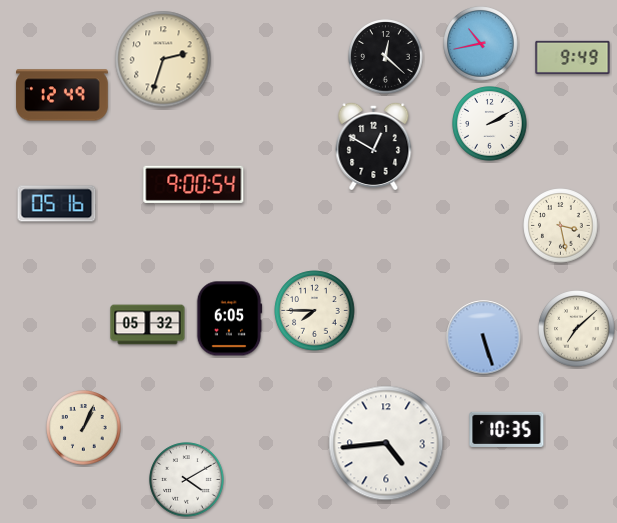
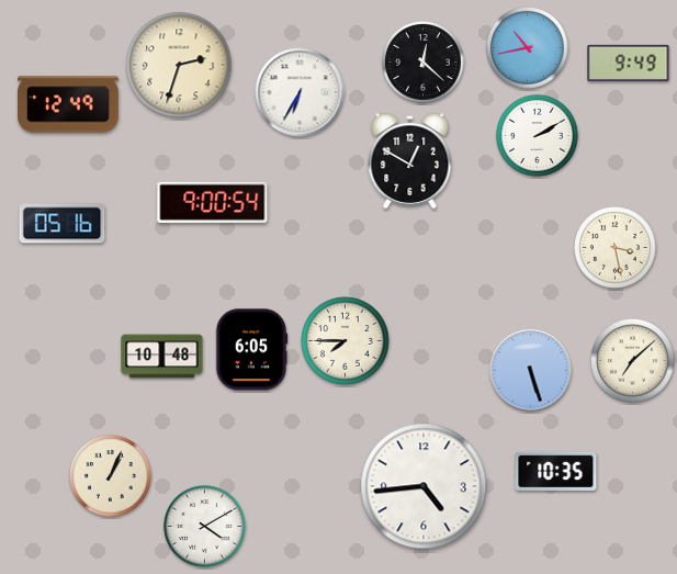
clock at (300, 92): none -> 6:35
clock at (148, 325): 05:32 -> 10:48
clock at (84, 428) position: (84, 428) -> (111, 476)
